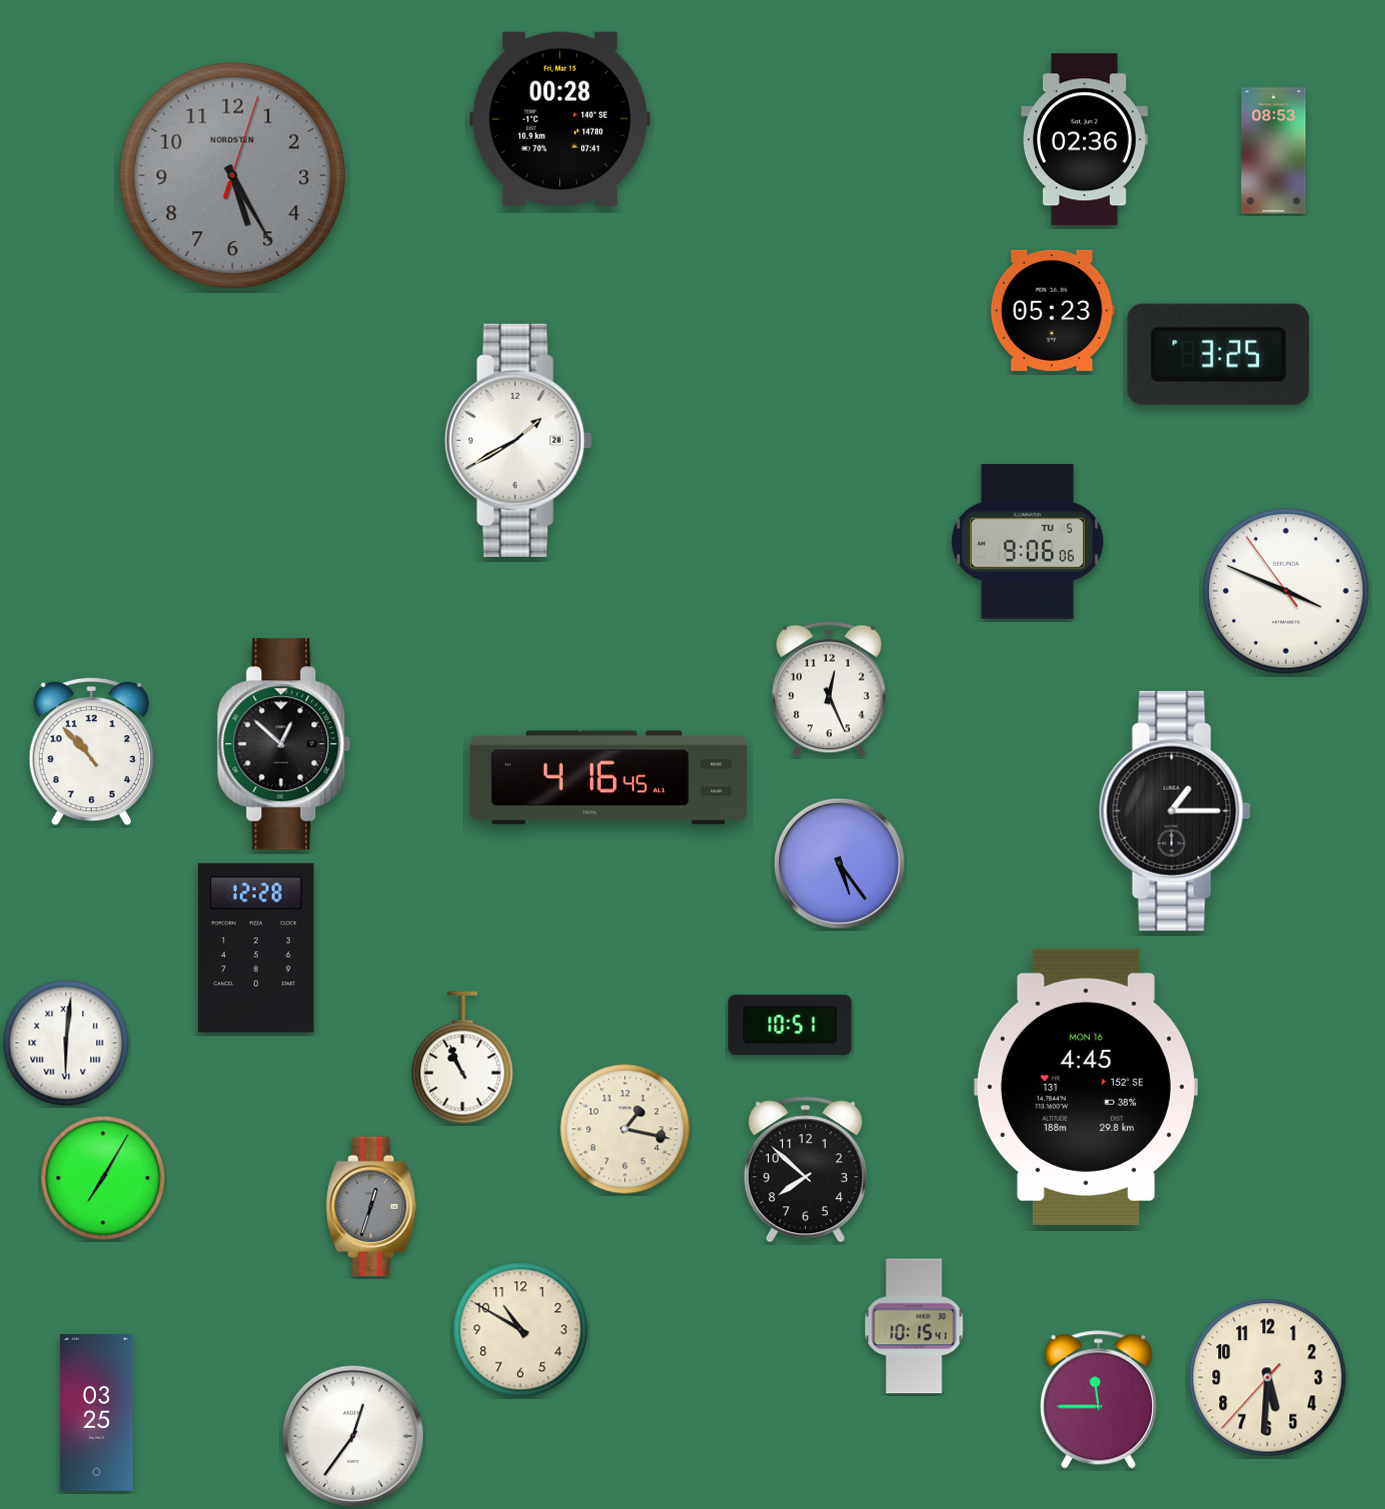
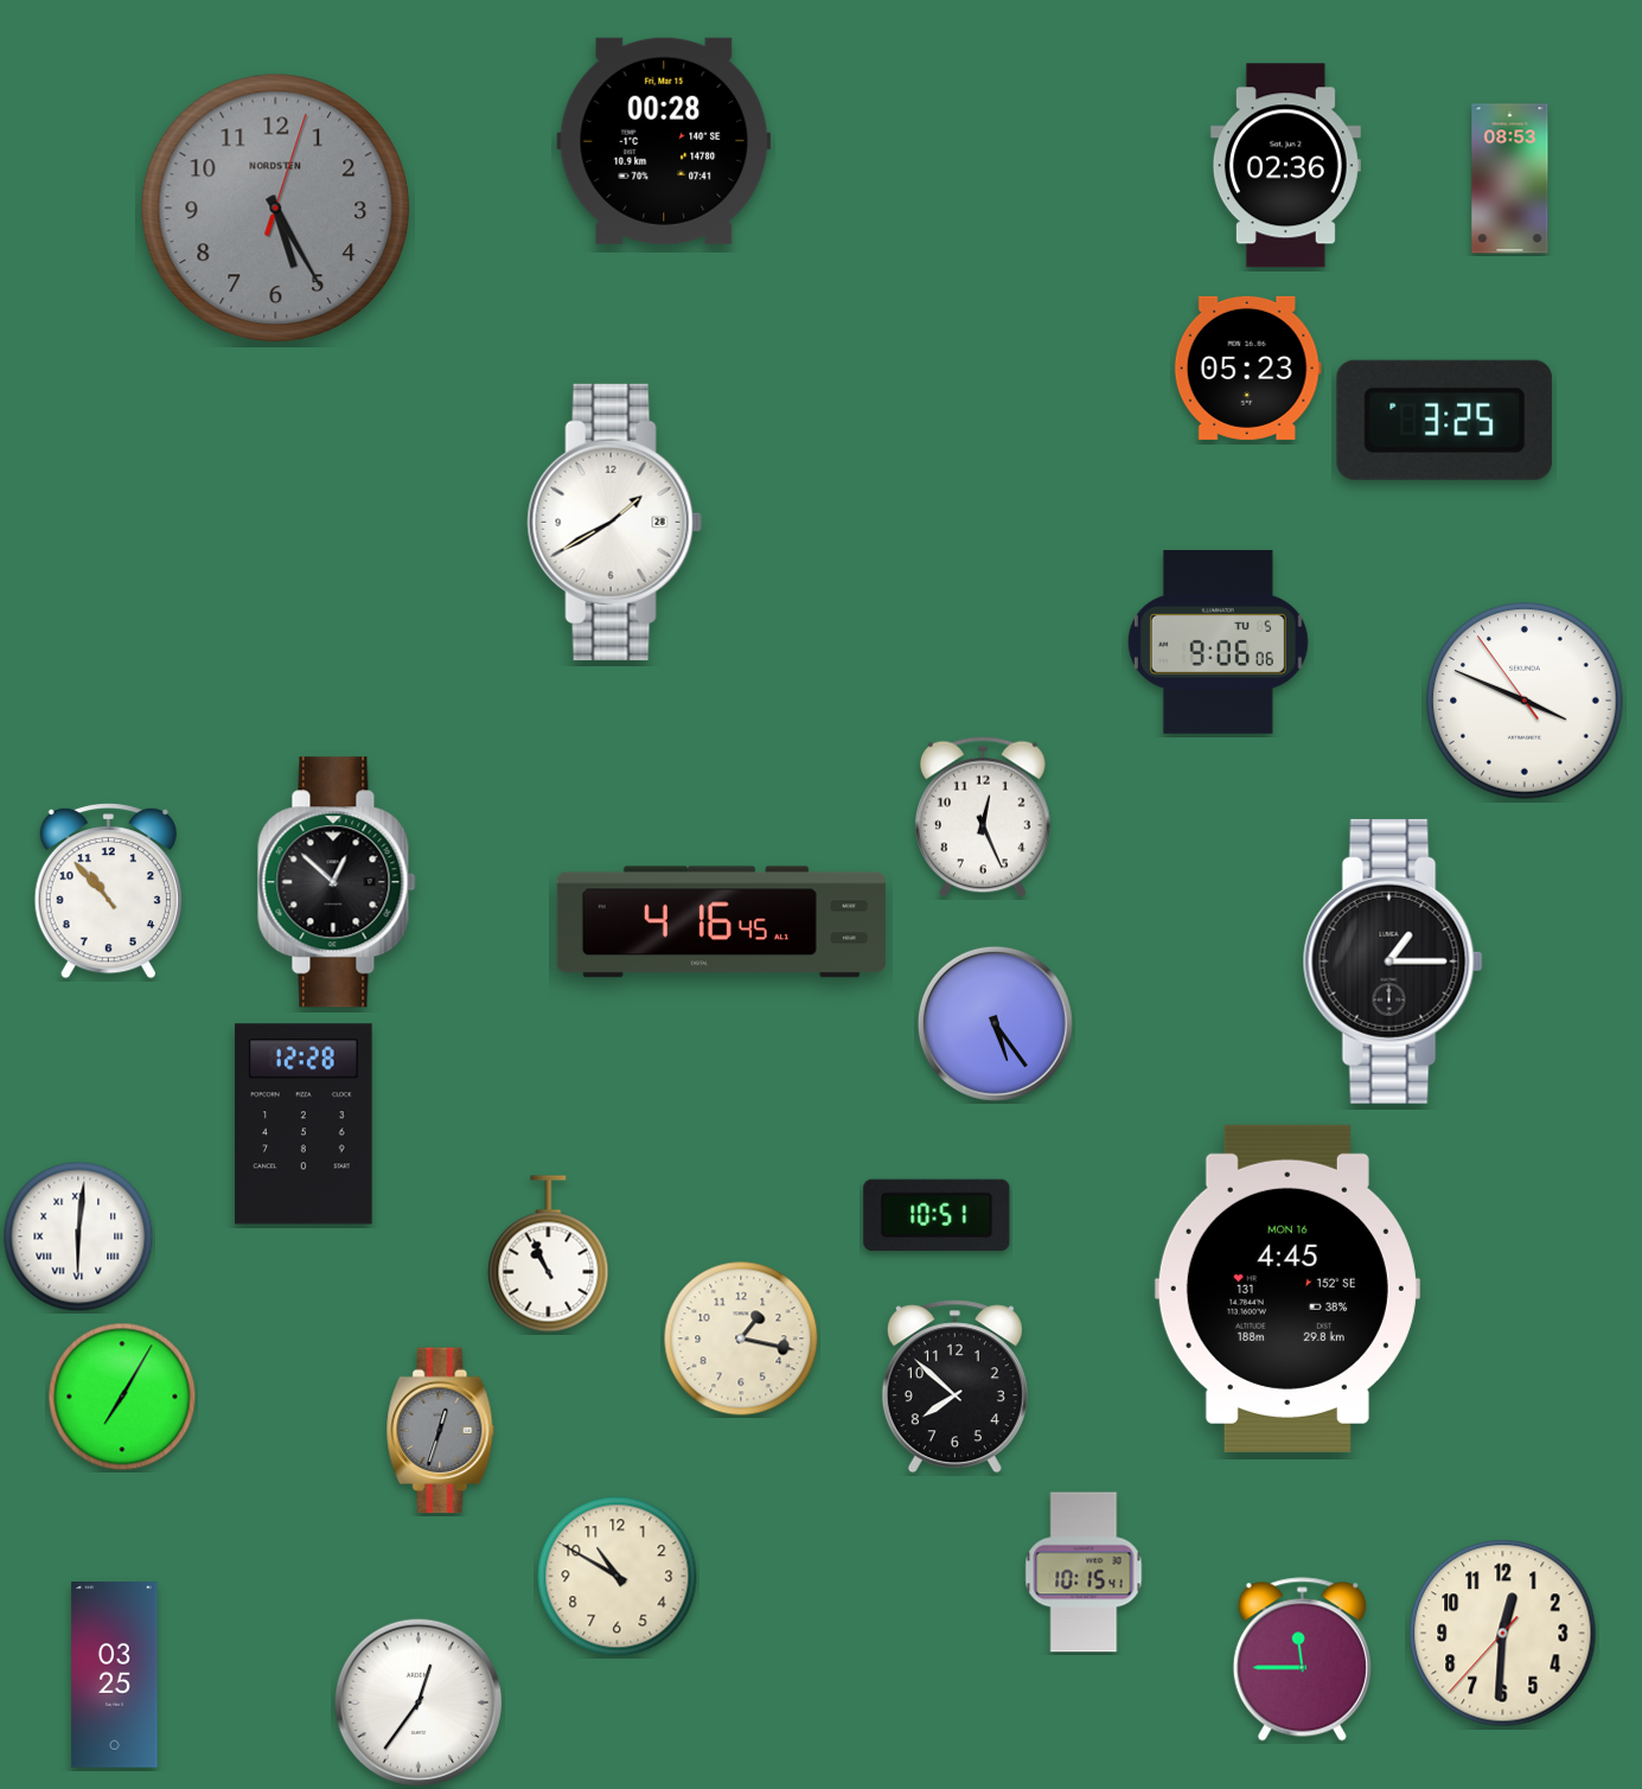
clock at (1268, 1378): 5:30 -> 12:30
